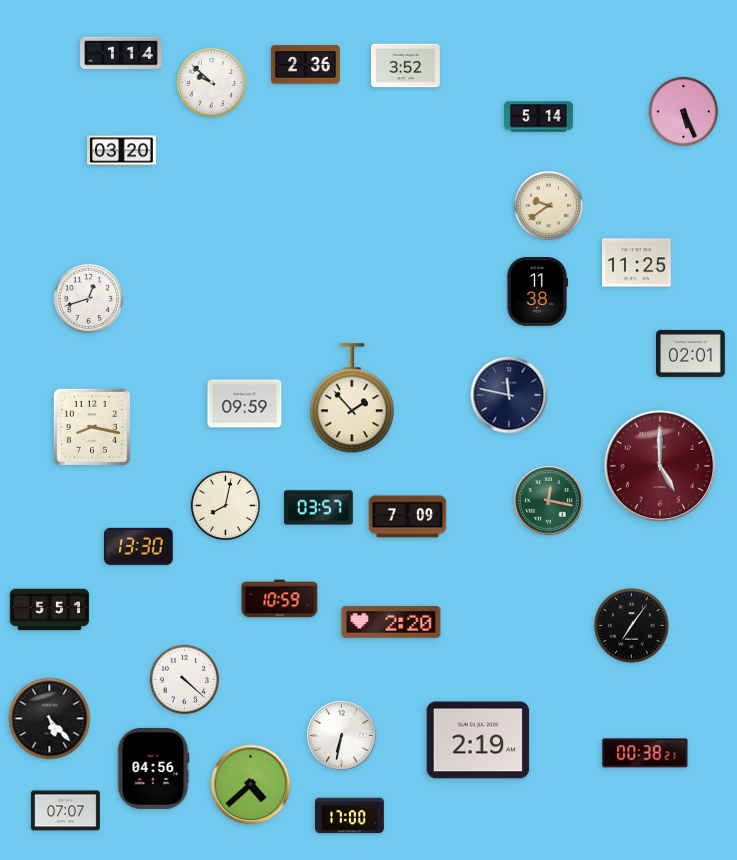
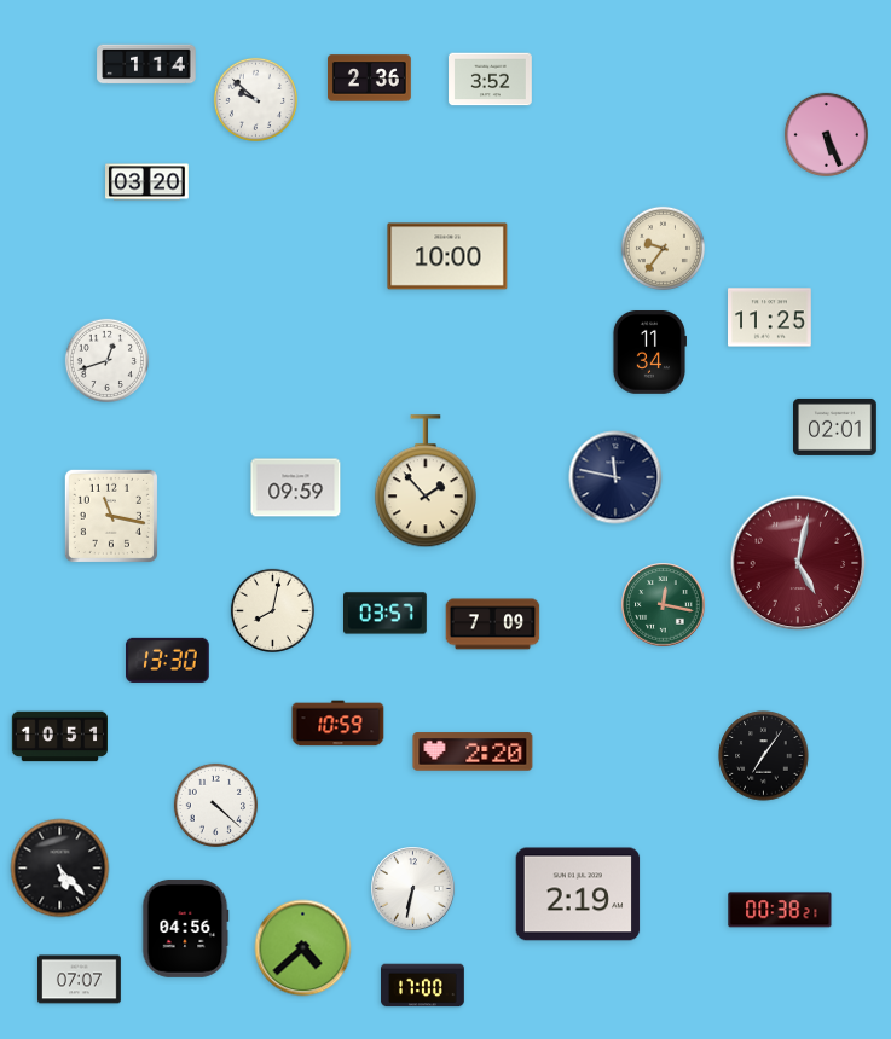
clock at (539, 117): 5:14 -> none
clock at (548, 205): 9:39 -> 9:36
clock at (447, 256): none -> 10:00
clock at (536, 292): 11:38 -> 11:34
clock at (92, 427): 8:17 -> 11:17
clock at (660, 466): 5:00 -> 5:02
clock at (49, 610): 5:51 -> 10:51
clock at (184, 679) position: (184, 679) -> (215, 805)
